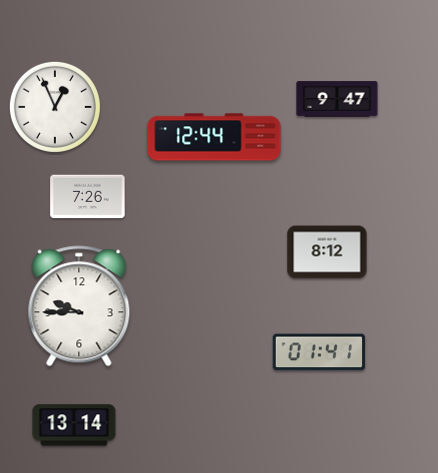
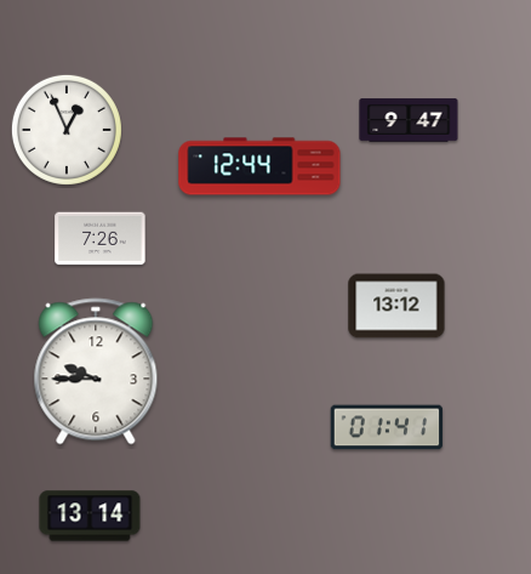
clock at (88, 197) position: (88, 197) -> (101, 239)
clock at (327, 252): 8:12 -> 13:12
